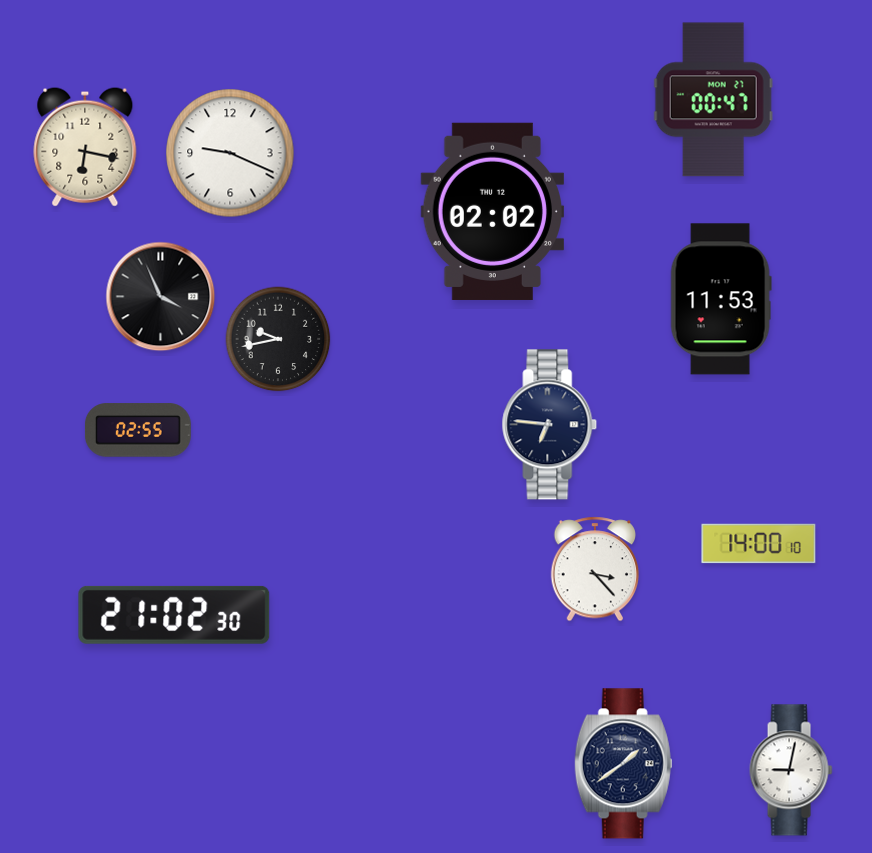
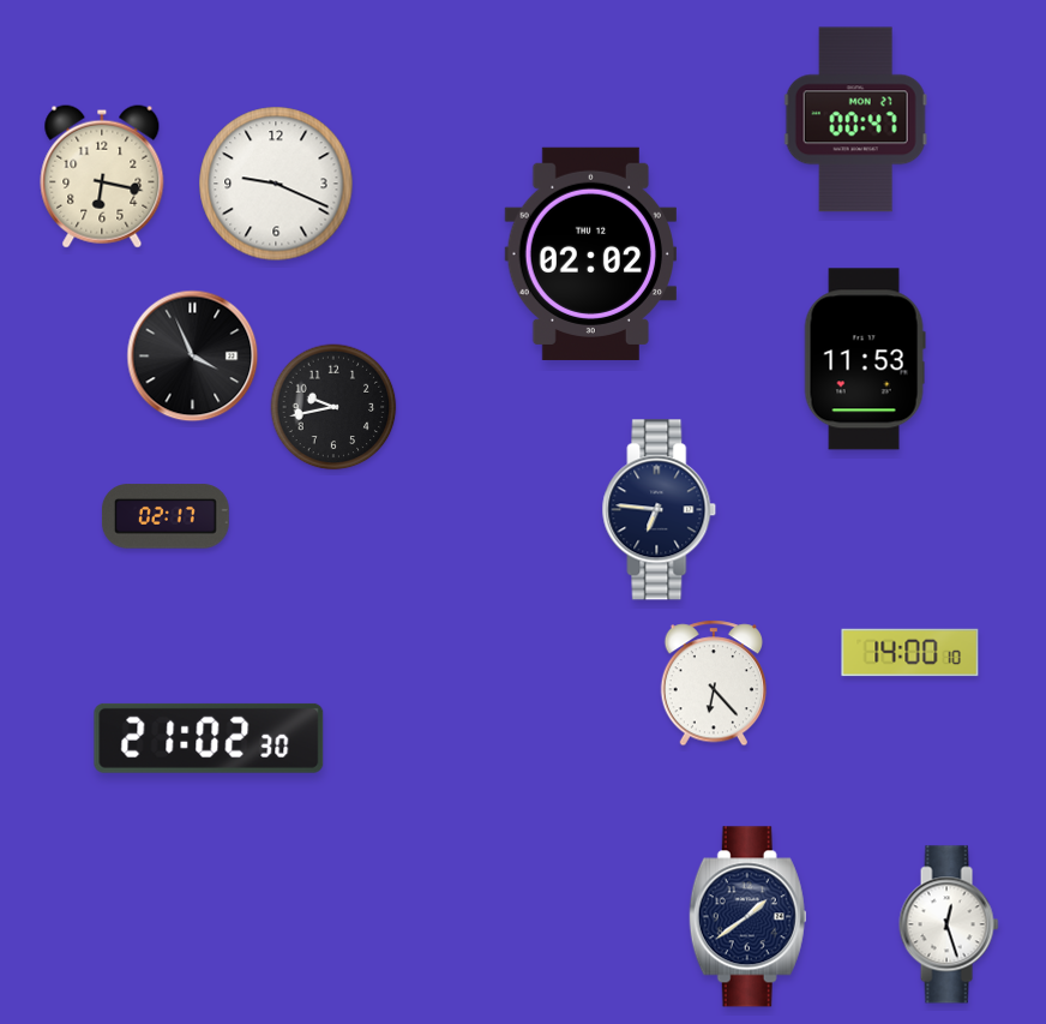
clock at (138, 430): 02:55 -> 02:17
clock at (595, 569): 3:23 -> 6:23
clock at (791, 770): 9:02 -> 12:27
